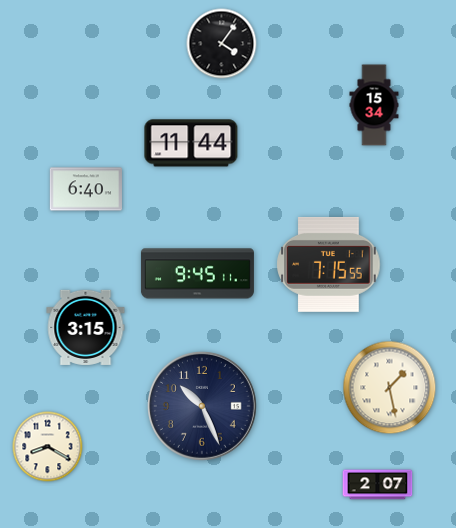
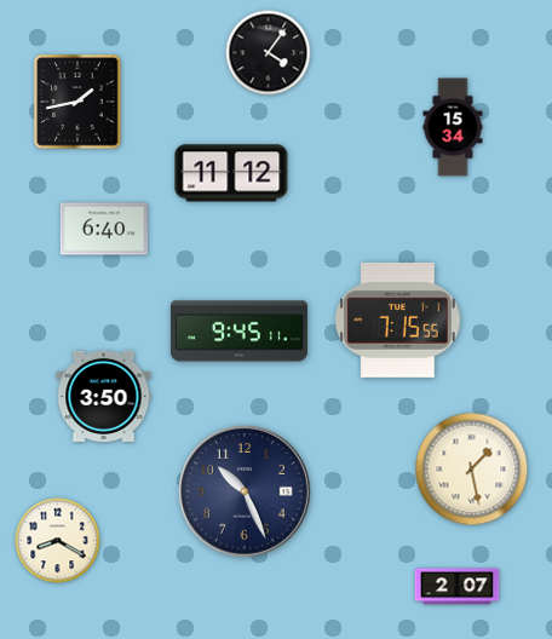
clock at (77, 102): none -> 1:43
clock at (191, 143): 11:44 -> 11:12
clock at (86, 327): 3:15 -> 3:50
